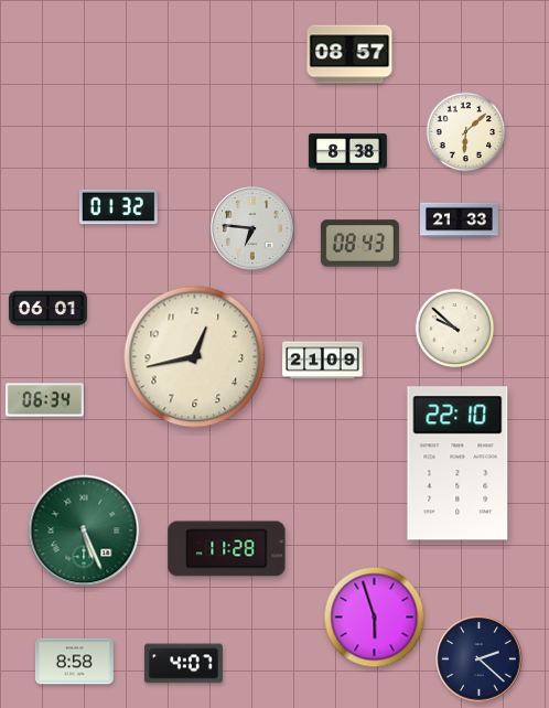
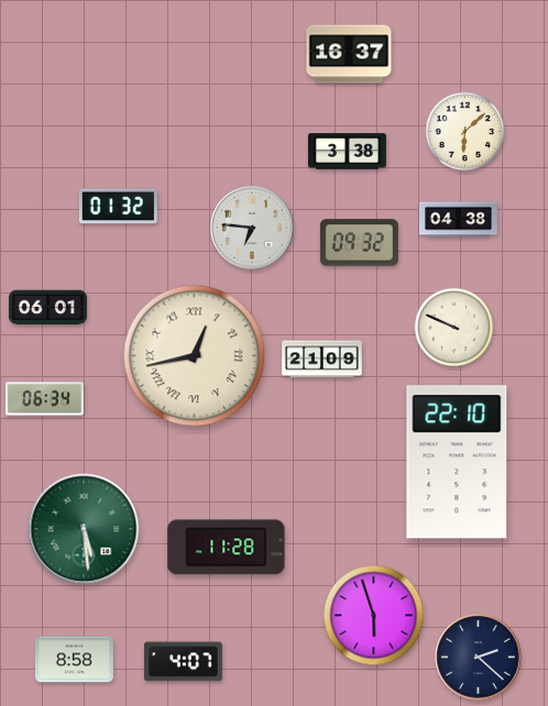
clock at (349, 54): 08:57 -> 16:37
clock at (347, 152): 8:38 -> 3:38
clock at (459, 221): 21:33 -> 04:38
clock at (359, 244): 08:43 -> 09:32
clock at (455, 329): 9:52 -> 9:49
clock at (195, 357) numerals: Arabic -> Roman
clock at (84, 530): 5:26 -> 5:29
